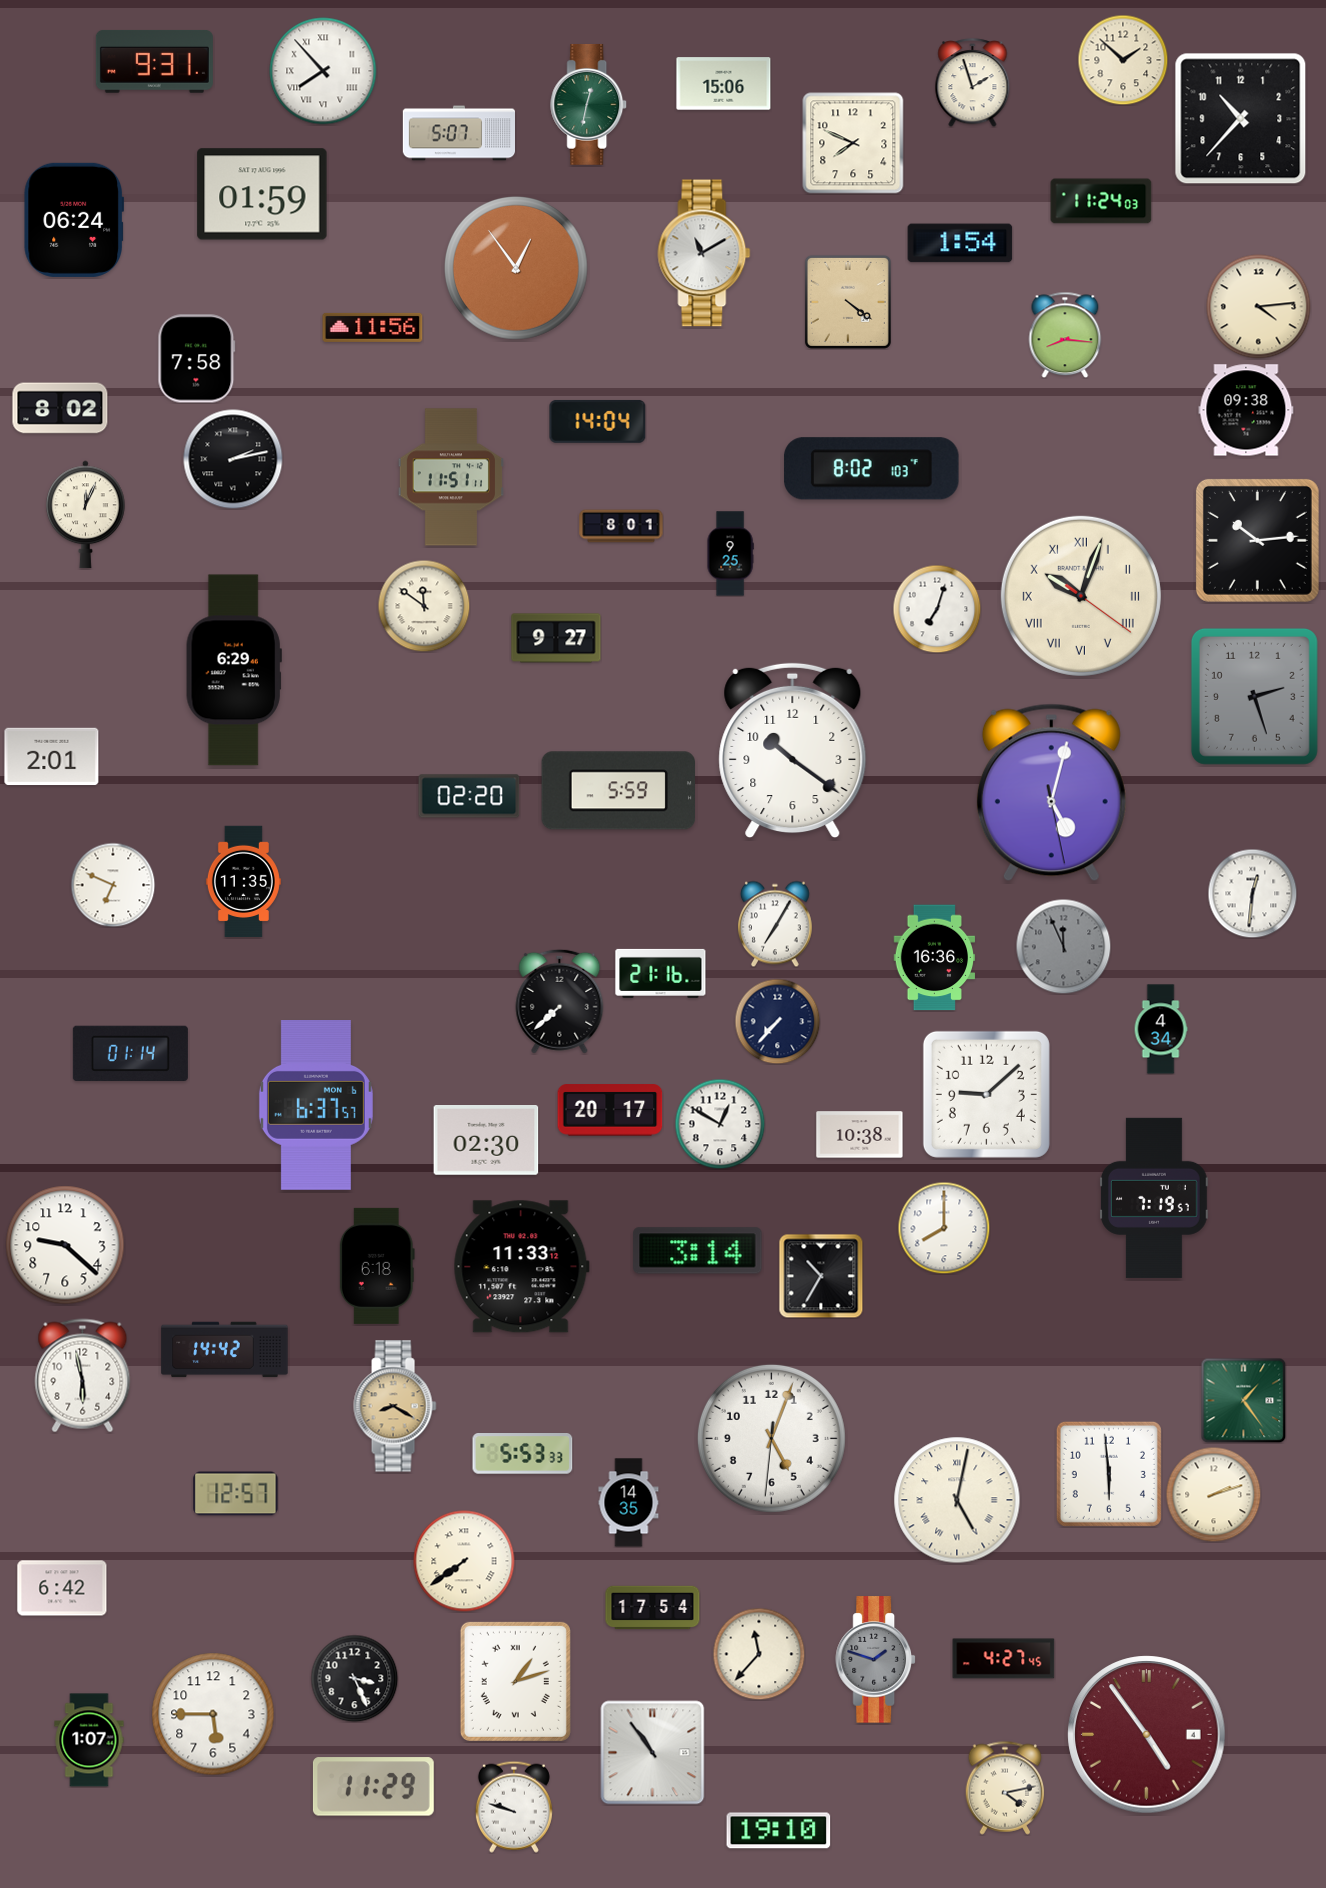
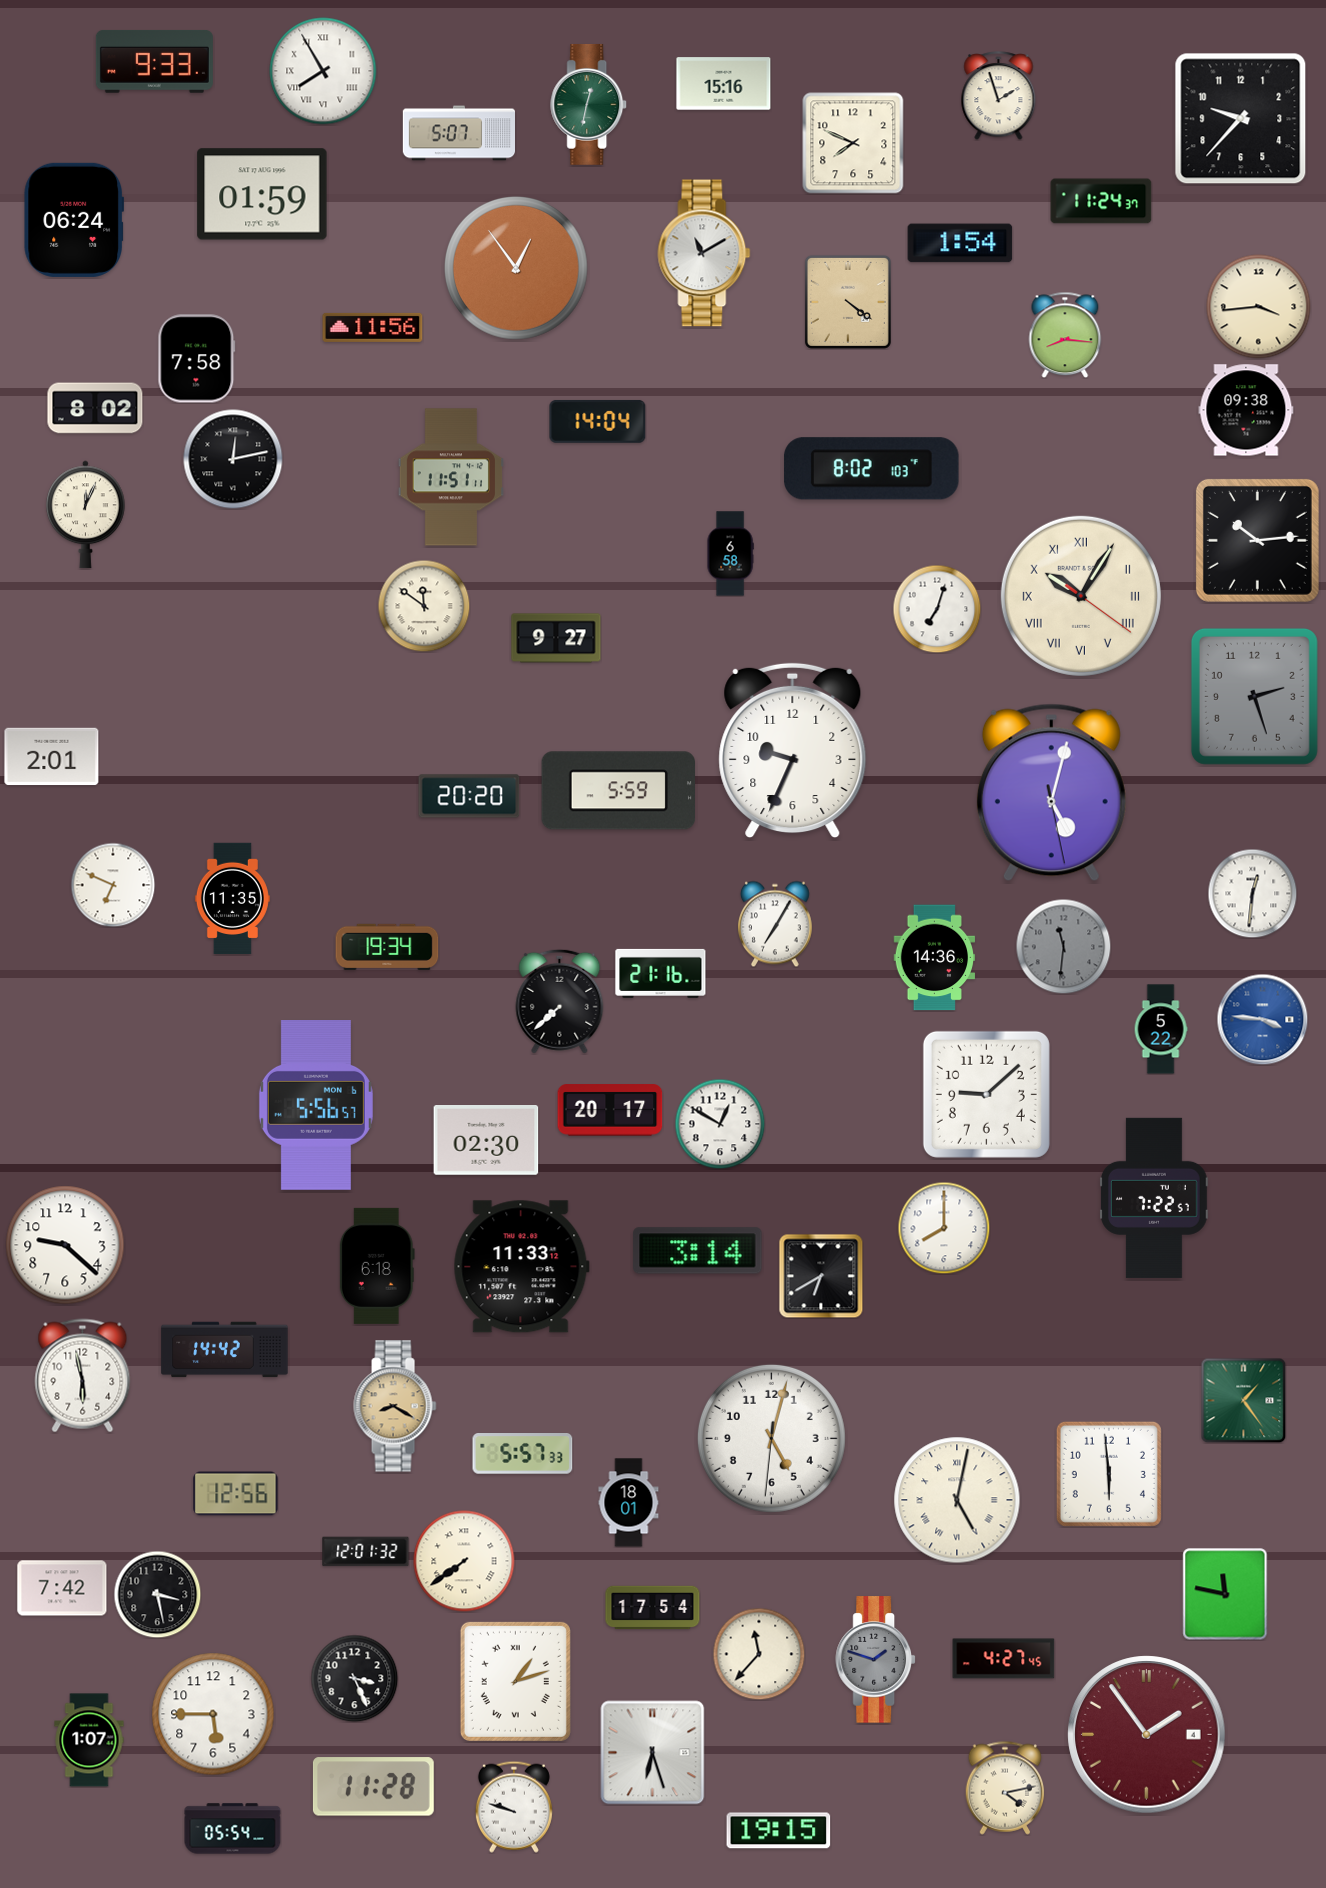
clock at (1123, 60): 1:52 -> none
clock at (154, 61): 9:31 -> 9:33
clock at (323, 71): 7:53 -> 7:55
clock at (973, 83) position: (973, 83) -> (999, 96)
clock at (724, 84): 15:06 -> 15:16
clock at (1241, 119): 10:37 -> 9:37
clock at (1101, 201): 11:24:03 -> 11:24:37
clock at (1259, 307): 4:14 -> 3:44
clock at (60, 408) position: (60, 408) -> (95, 408)
clock at (233, 459): 2:13 -> 12:13
clock at (621, 526): 8:01 -> none
clock at (730, 554): 9:25 -> 6:58
clock at (1081, 596): 10:03 -> 10:05
clock at (234, 670): 6:29 -> none
clock at (793, 751): 10:21 -> 9:34
clock at (469, 796): 02:20 -> 20:20
clock at (243, 882) position: (243, 882) -> (232, 899)
clock at (1063, 946): 11:56 -> 11:31
clock at (387, 947): none -> 19:34
clock at (935, 958): 16:36 -> 14:36
clock at (1262, 1019): none -> 3:46
clock at (777, 1021): 7:37 -> none
clock at (1161, 1029): 4:34 -> 5:22
clock at (130, 1053): 01:14 -> none
clock at (316, 1106): 6:37 -> 5:56
clock at (860, 1135): 10:38 -> none
clock at (1155, 1198): 7:19 -> 7:22
clock at (821, 1276): 10:35 -> 6:40
clock at (771, 1438): 5:03 -> 5:02
clock at (523, 1454): 5:53 -> 5:57
clock at (236, 1494): 12:57 -> 12:56
clock at (1213, 1494): 2:12 -> none
clock at (629, 1503): 14:35 -> 18:01
clock at (366, 1552): none -> 12:01
clock at (62, 1588): 6:42 -> 7:42
clock at (157, 1594): none -> 3:28
clock at (1225, 1594): none -> 11:47
clock at (1147, 1735): 4:54 -> 1:54
clock at (653, 1753): 10:54 -> 6:27
clock at (373, 1787): 11:29 -> 11:28
clock at (233, 1829): none -> 05:54
clock at (779, 1831): 19:10 -> 19:15
